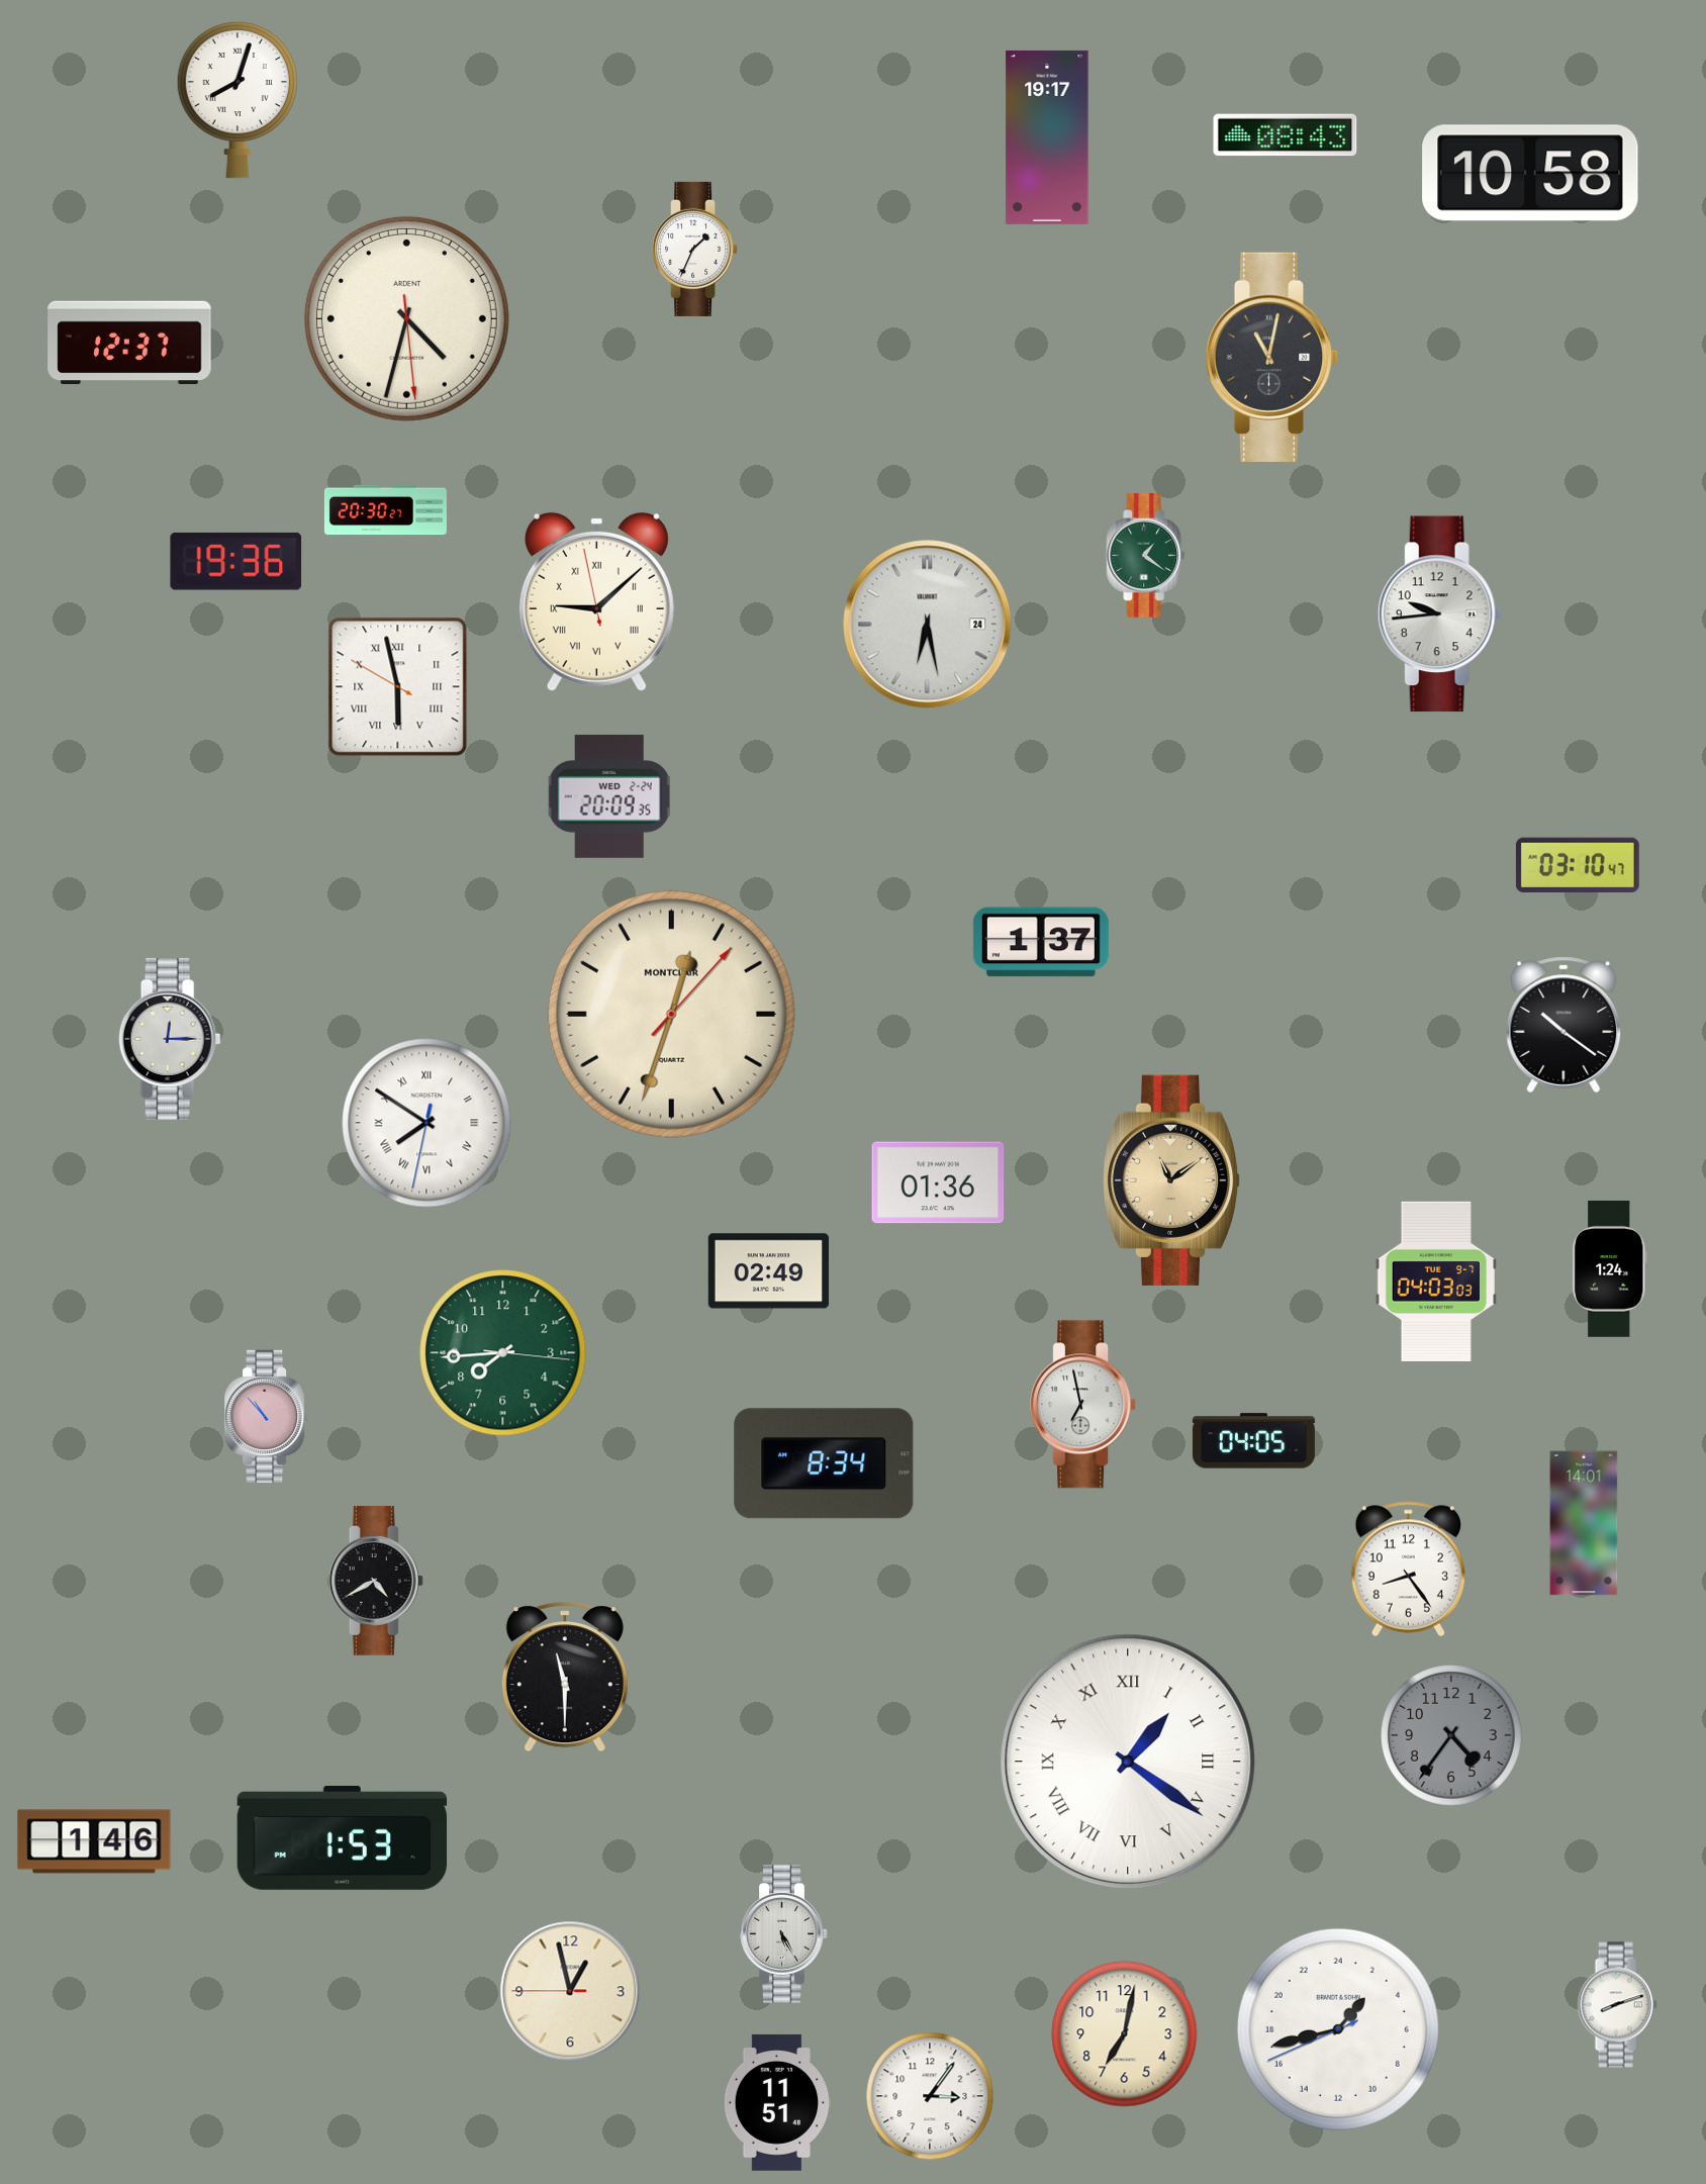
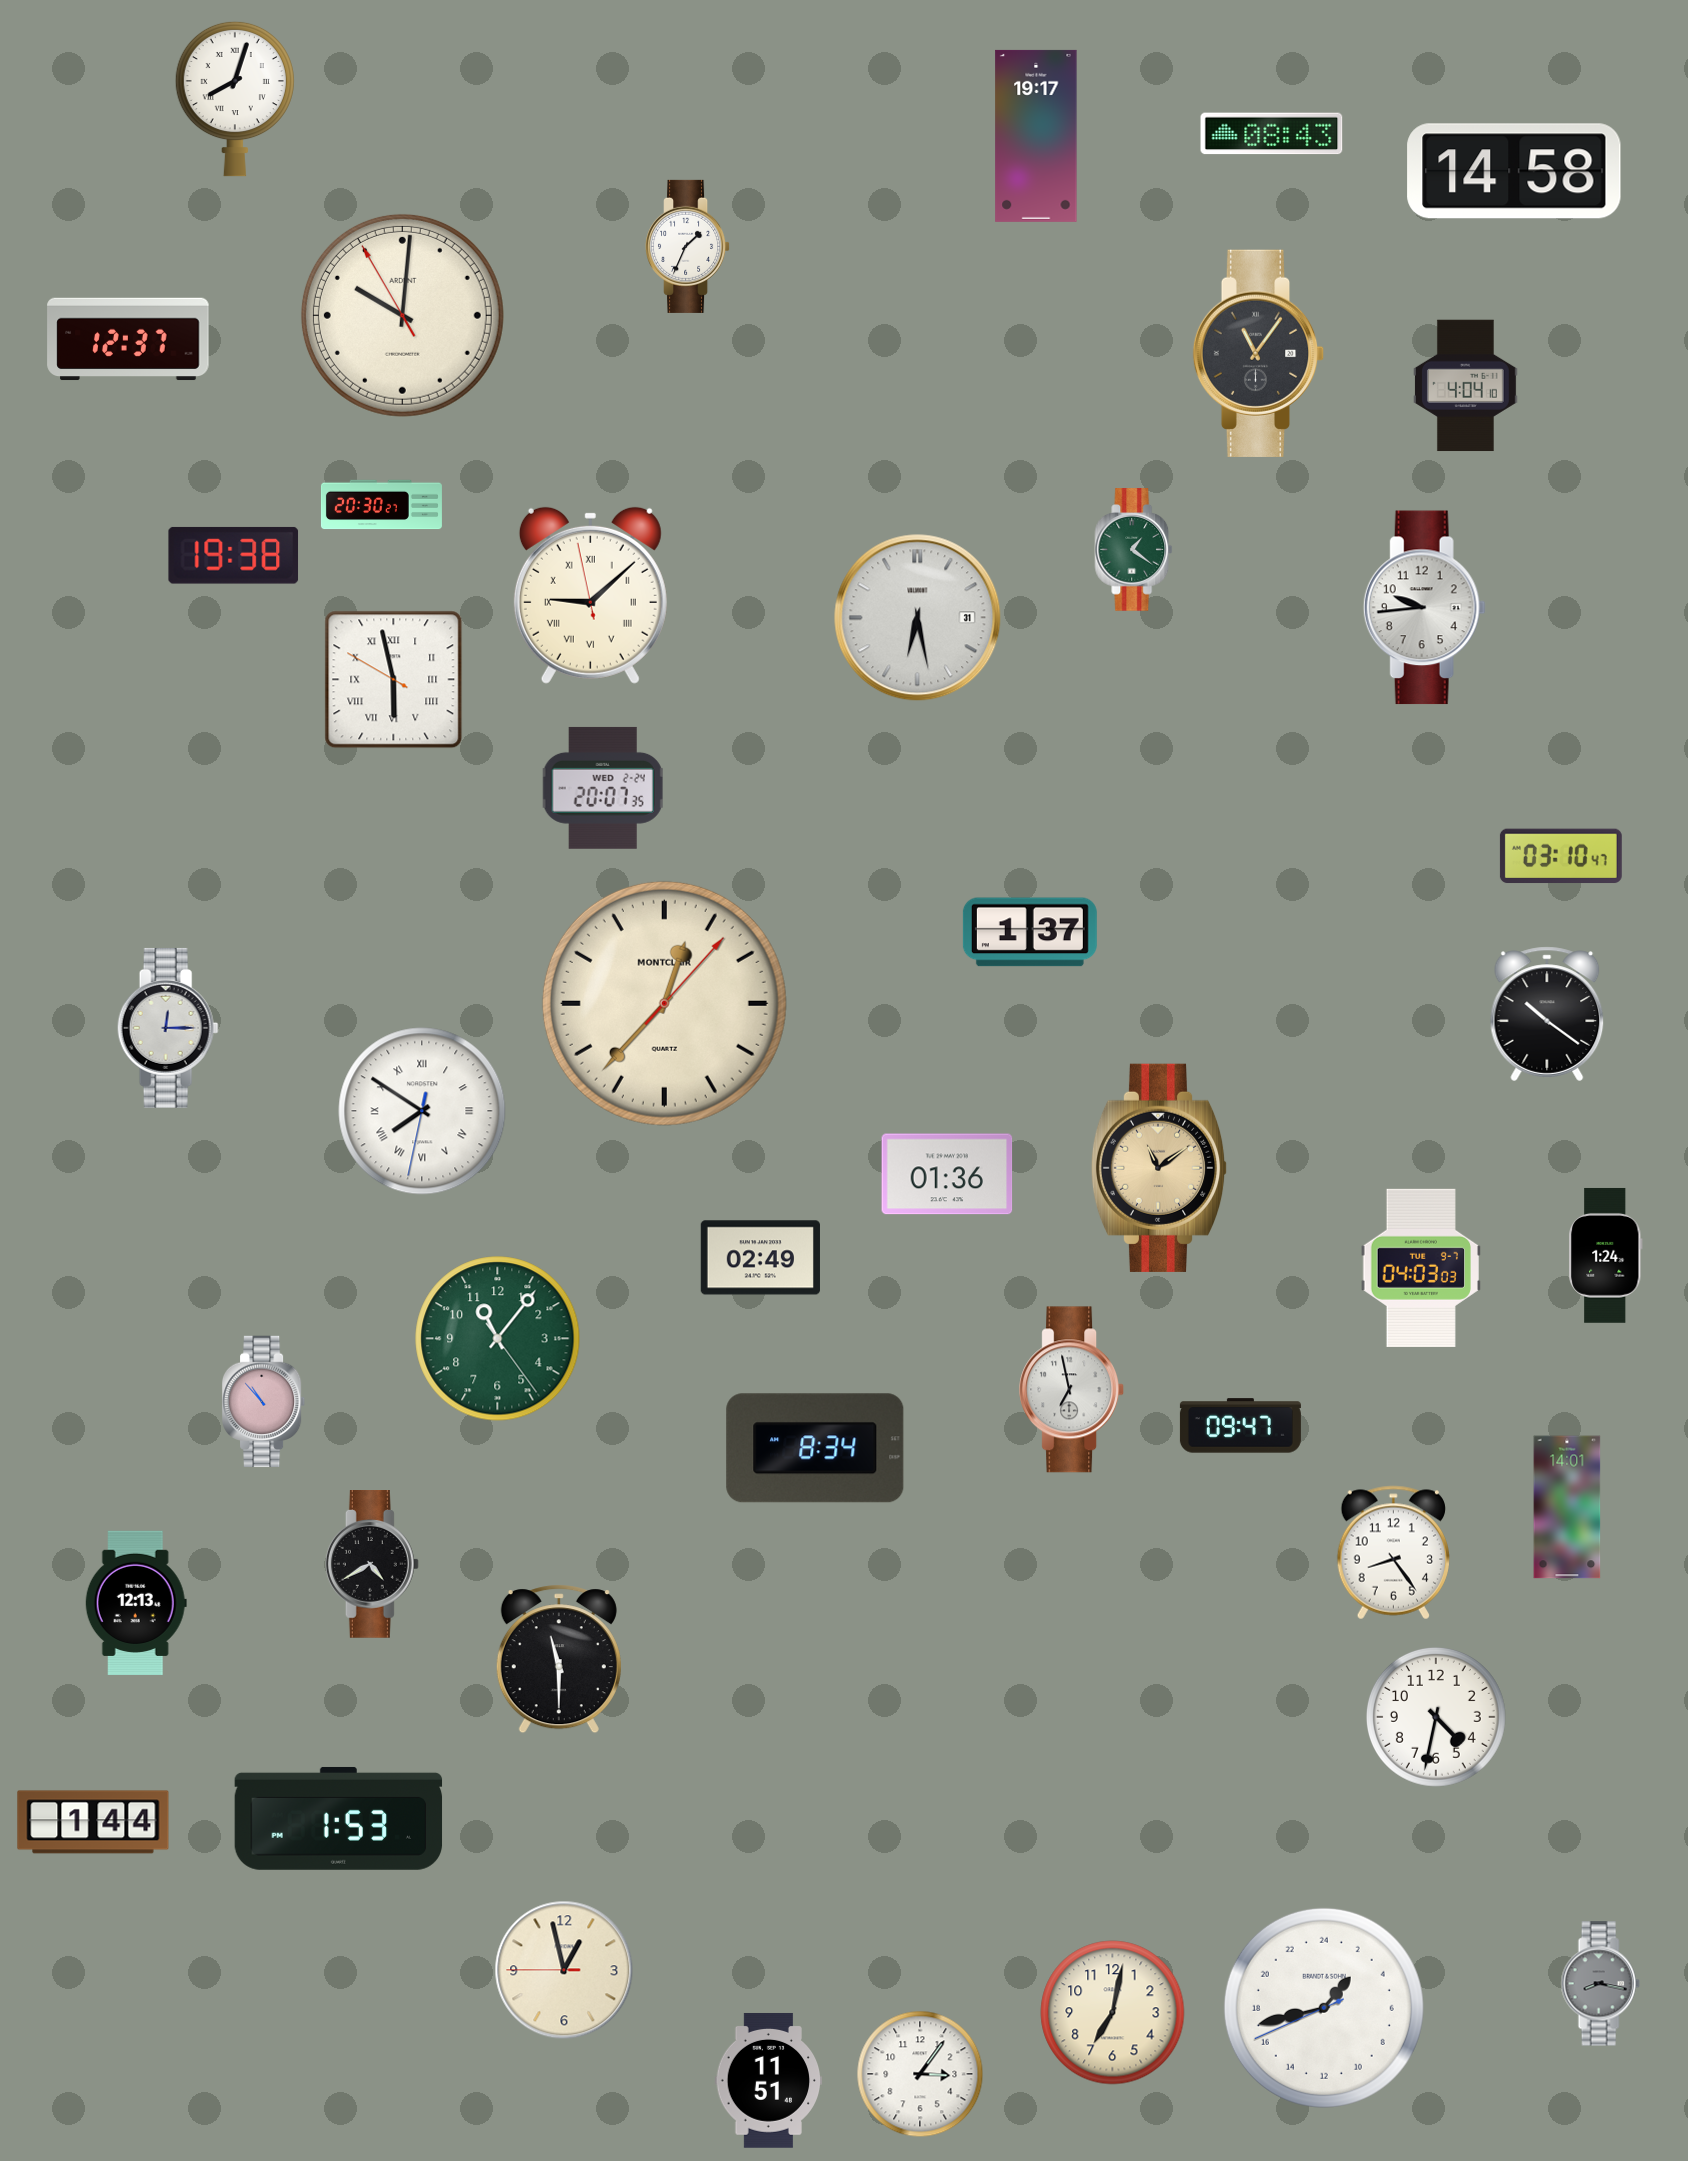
clock at (1530, 173): 10:58 -> 14:58
clock at (406, 318): 4:32 -> 10:00
clock at (1272, 357): 11:02 -> 11:06
clock at (1466, 386): none -> 4:04
clock at (236, 561): 19:36 -> 19:38
clock at (928, 625) date: 24 -> 31
clock at (609, 796): 20:09 -> 20:07
clock at (671, 1014): 12:33 -> 12:37
clock at (938, 1182) position: (938, 1182) -> (947, 1174)
clock at (1610, 1268) position: (1610, 1268) -> (1606, 1255)
clock at (503, 1353): 7:44 -> 11:06
clock at (1253, 1441): 04:05 -> 09:47
clock at (136, 1602): none -> 12:13
clock at (1451, 1735): 4:36 -> 4:32
clock at (1451, 1735) dial: grey -> white
clock at (1128, 1762): 1:21 -> none
clock at (94, 1841): 1:46 -> 1:44
clock at (784, 1934): 5:25 -> none
clock at (1617, 2005): 8:12 -> 8:17
clock at (1617, 2005) dial: white -> grey
